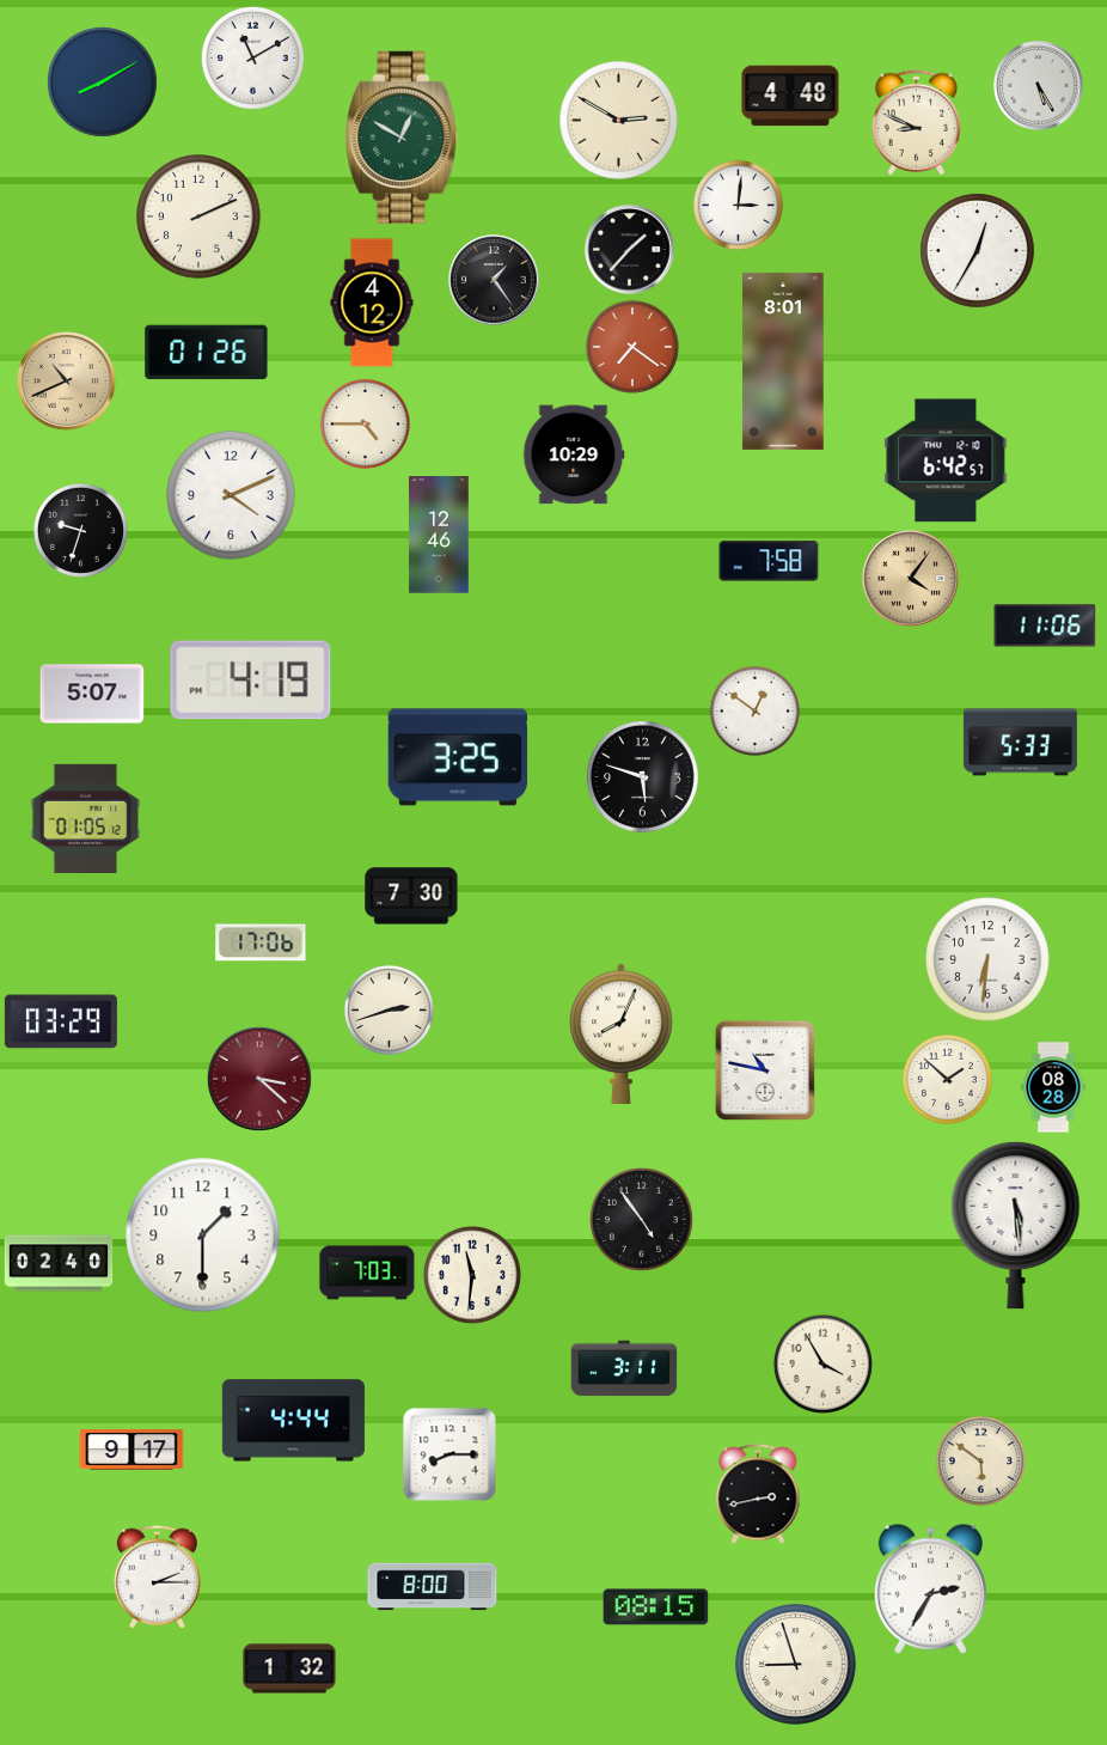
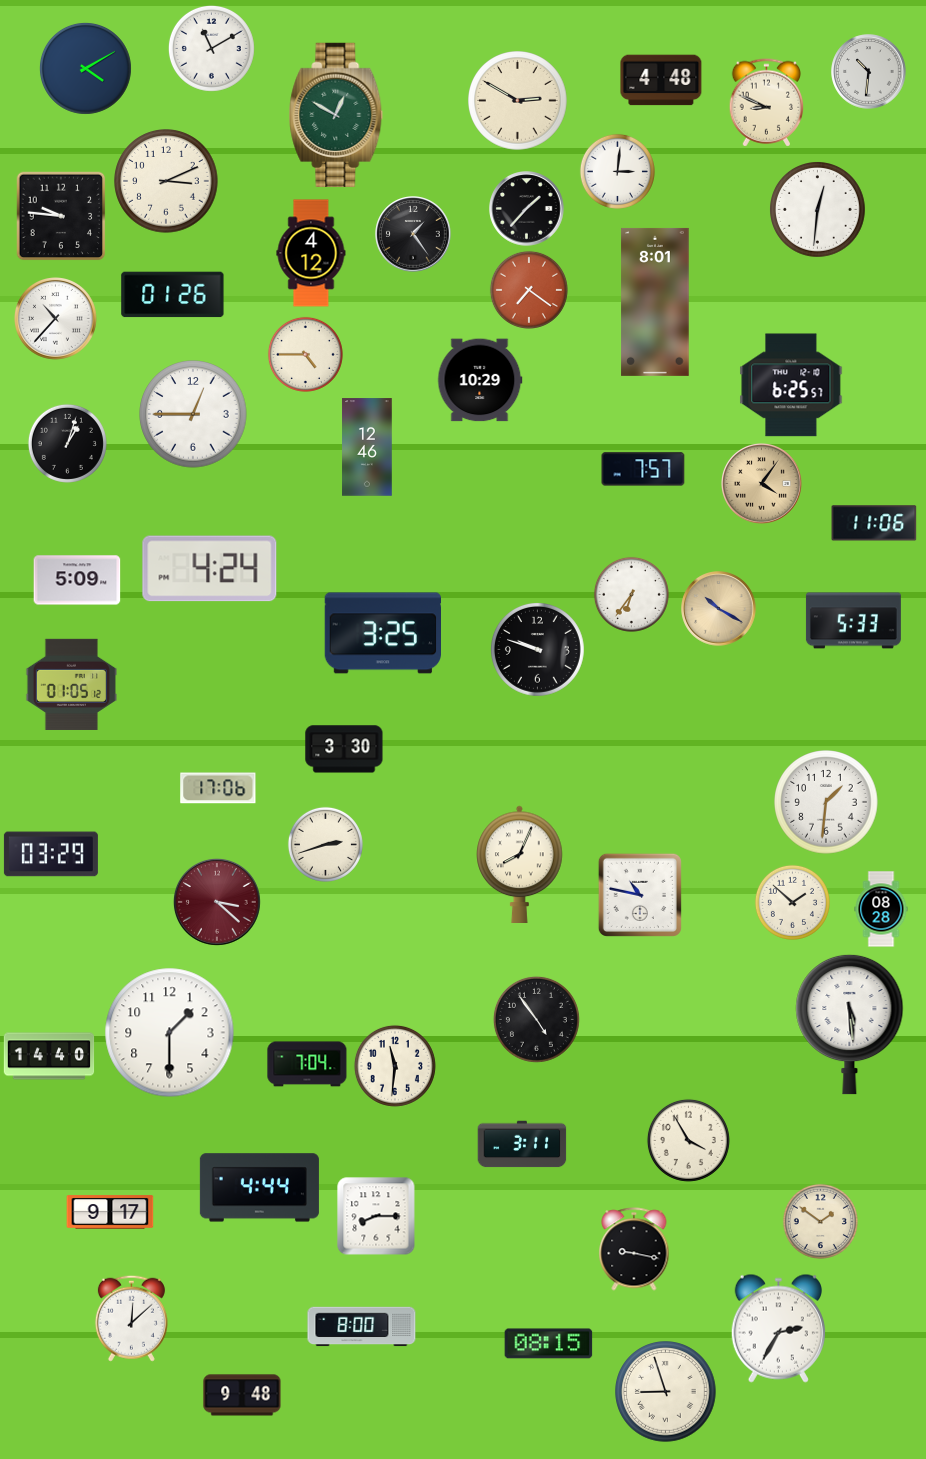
clock at (102, 81): 8:10 -> 4:10
clock at (1039, 86): 5:25 -> 10:31
clock at (198, 216): 2:11 -> 3:11
clock at (978, 251): 12:35 -> 12:31
clock at (61, 216): none -> 9:46
clock at (67, 382): 10:41 -> 10:37
clock at (67, 382) dial: champagne -> white
clock at (946, 460): 6:42 -> 6:25
clock at (231, 495): 4:11 -> 12:45
clock at (80, 530): 9:33 -> 1:03
clock at (769, 561): 7:58 -> 7:57
clock at (251, 681): 4:19 -> 4:24
clock at (92, 694): 5:07 -> 5:09
clock at (754, 710): 12:51 -> 6:36
clock at (719, 609): none -> 10:20
clock at (643, 777): 5:48 -> 9:48
clock at (411, 896): 7:30 -> 3:30
clock at (987, 959): 6:31 -> 1:31
clock at (59, 1263): 02:40 -> 14:40
clock at (367, 1273): 7:03 -> 7:04
clock at (293, 1421) position: (293, 1421) -> (259, 1188)
clock at (980, 1460): 5:51 -> 1:51
clock at (758, 1494): 2:43 -> 9:17
clock at (157, 1576): 2:15 -> 12:08
clock at (289, 1668): 1:32 -> 9:48
